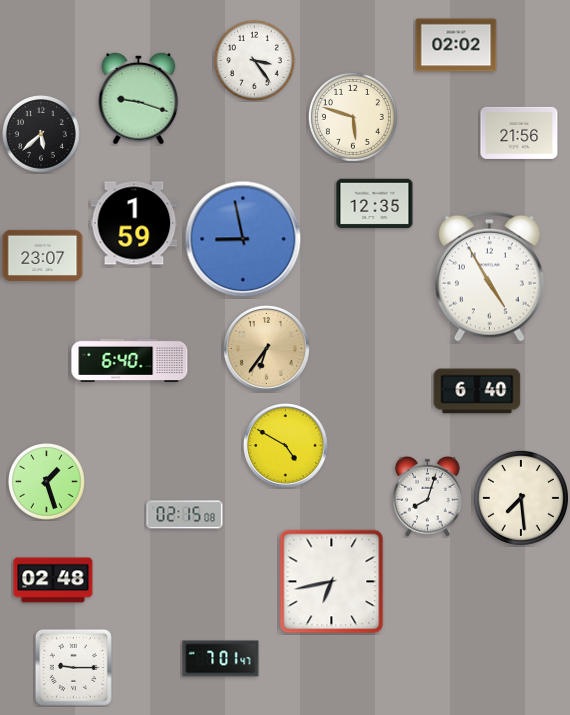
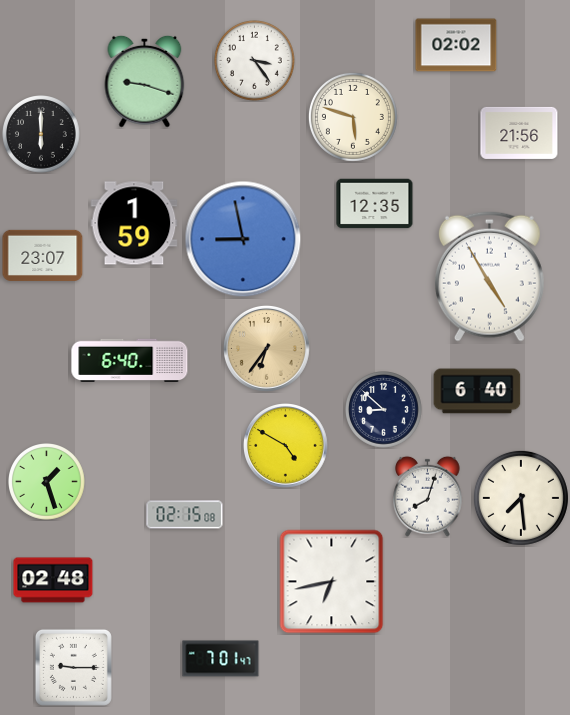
clock at (139, 98) position: (139, 98) -> (145, 81)
clock at (42, 135): 5:38 -> 6:00
clock at (384, 410): none -> 8:52
